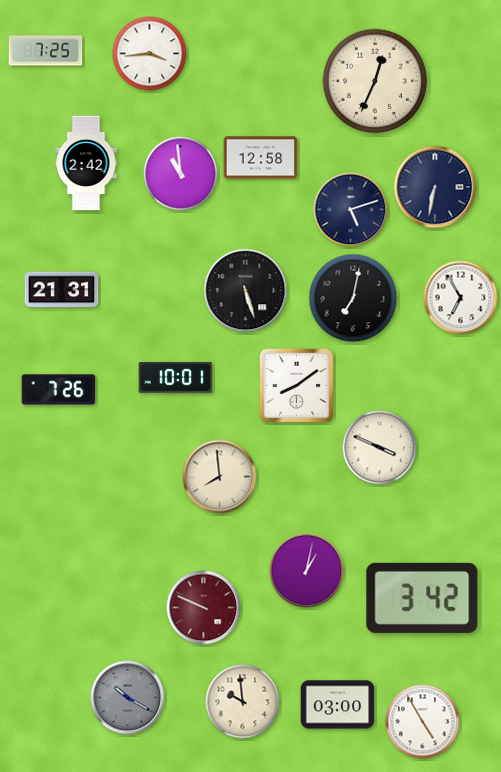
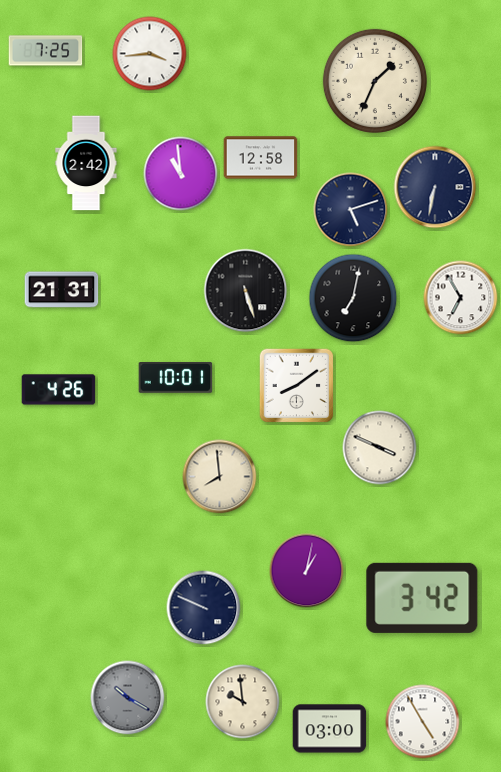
clock at (375, 81): 12:34 -> 1:34
clock at (59, 390): 7:26 -> 4:26
clock at (204, 608) dial: burgundy -> navy
clock at (338, 705) position: (338, 705) -> (330, 729)
